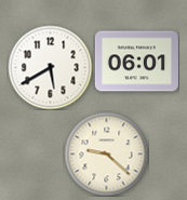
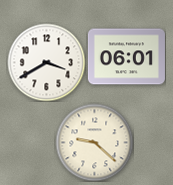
clock at (50, 67): 5:40 -> 3:40
clock at (106, 154) position: (106, 154) -> (94, 142)
